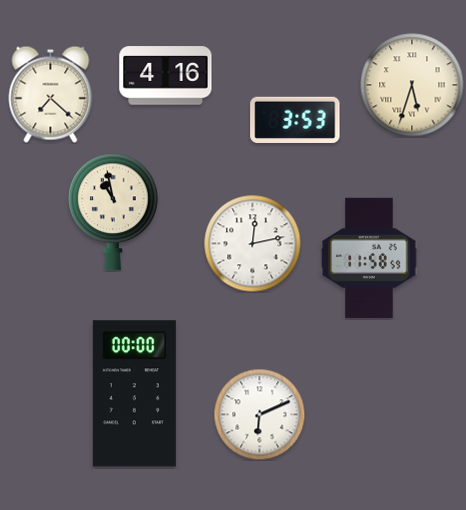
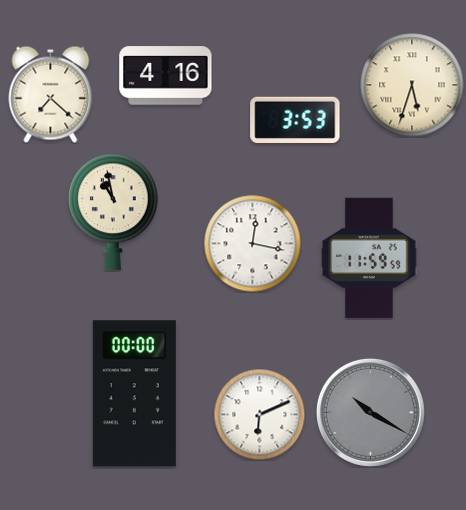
clock at (252, 243): 12:13 -> 12:17
clock at (369, 258): 11:58 -> 11:59
clock at (370, 412): none -> 10:20
